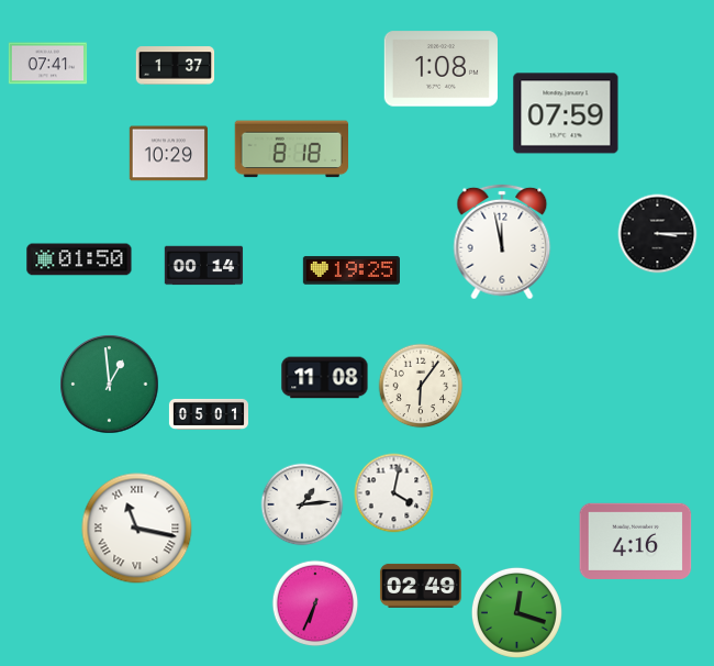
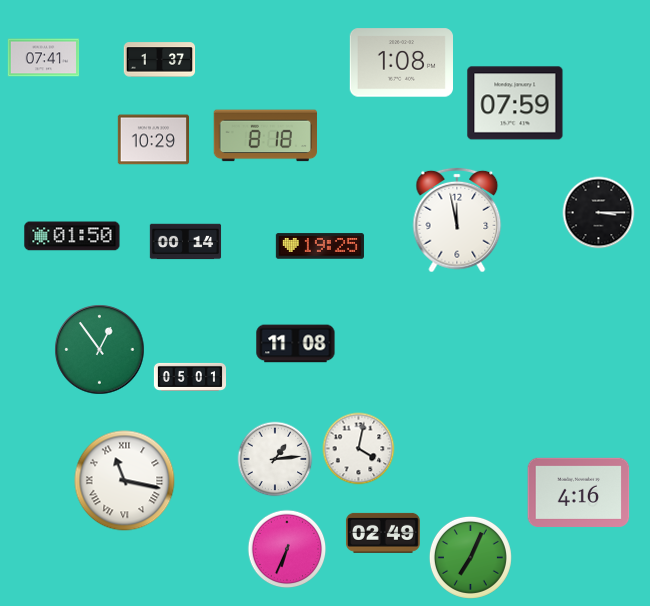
clock at (110, 385): 12:59 -> 12:54
clock at (421, 386): 6:06 -> none
clock at (516, 612): 12:18 -> 7:04
